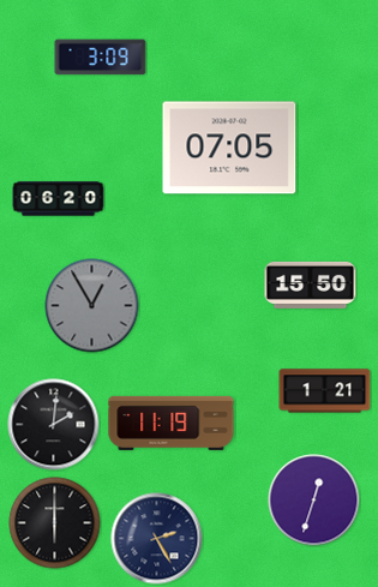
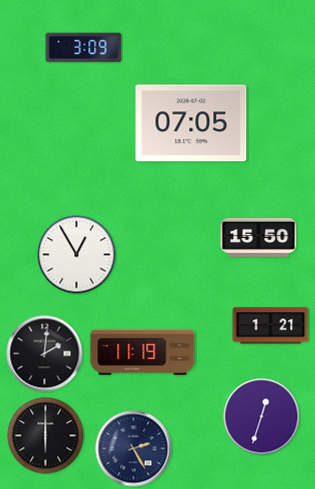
clock at (59, 199): 06:20 -> none
clock at (92, 306) dial: grey -> white
clock at (157, 539) position: (157, 539) -> (134, 449)
